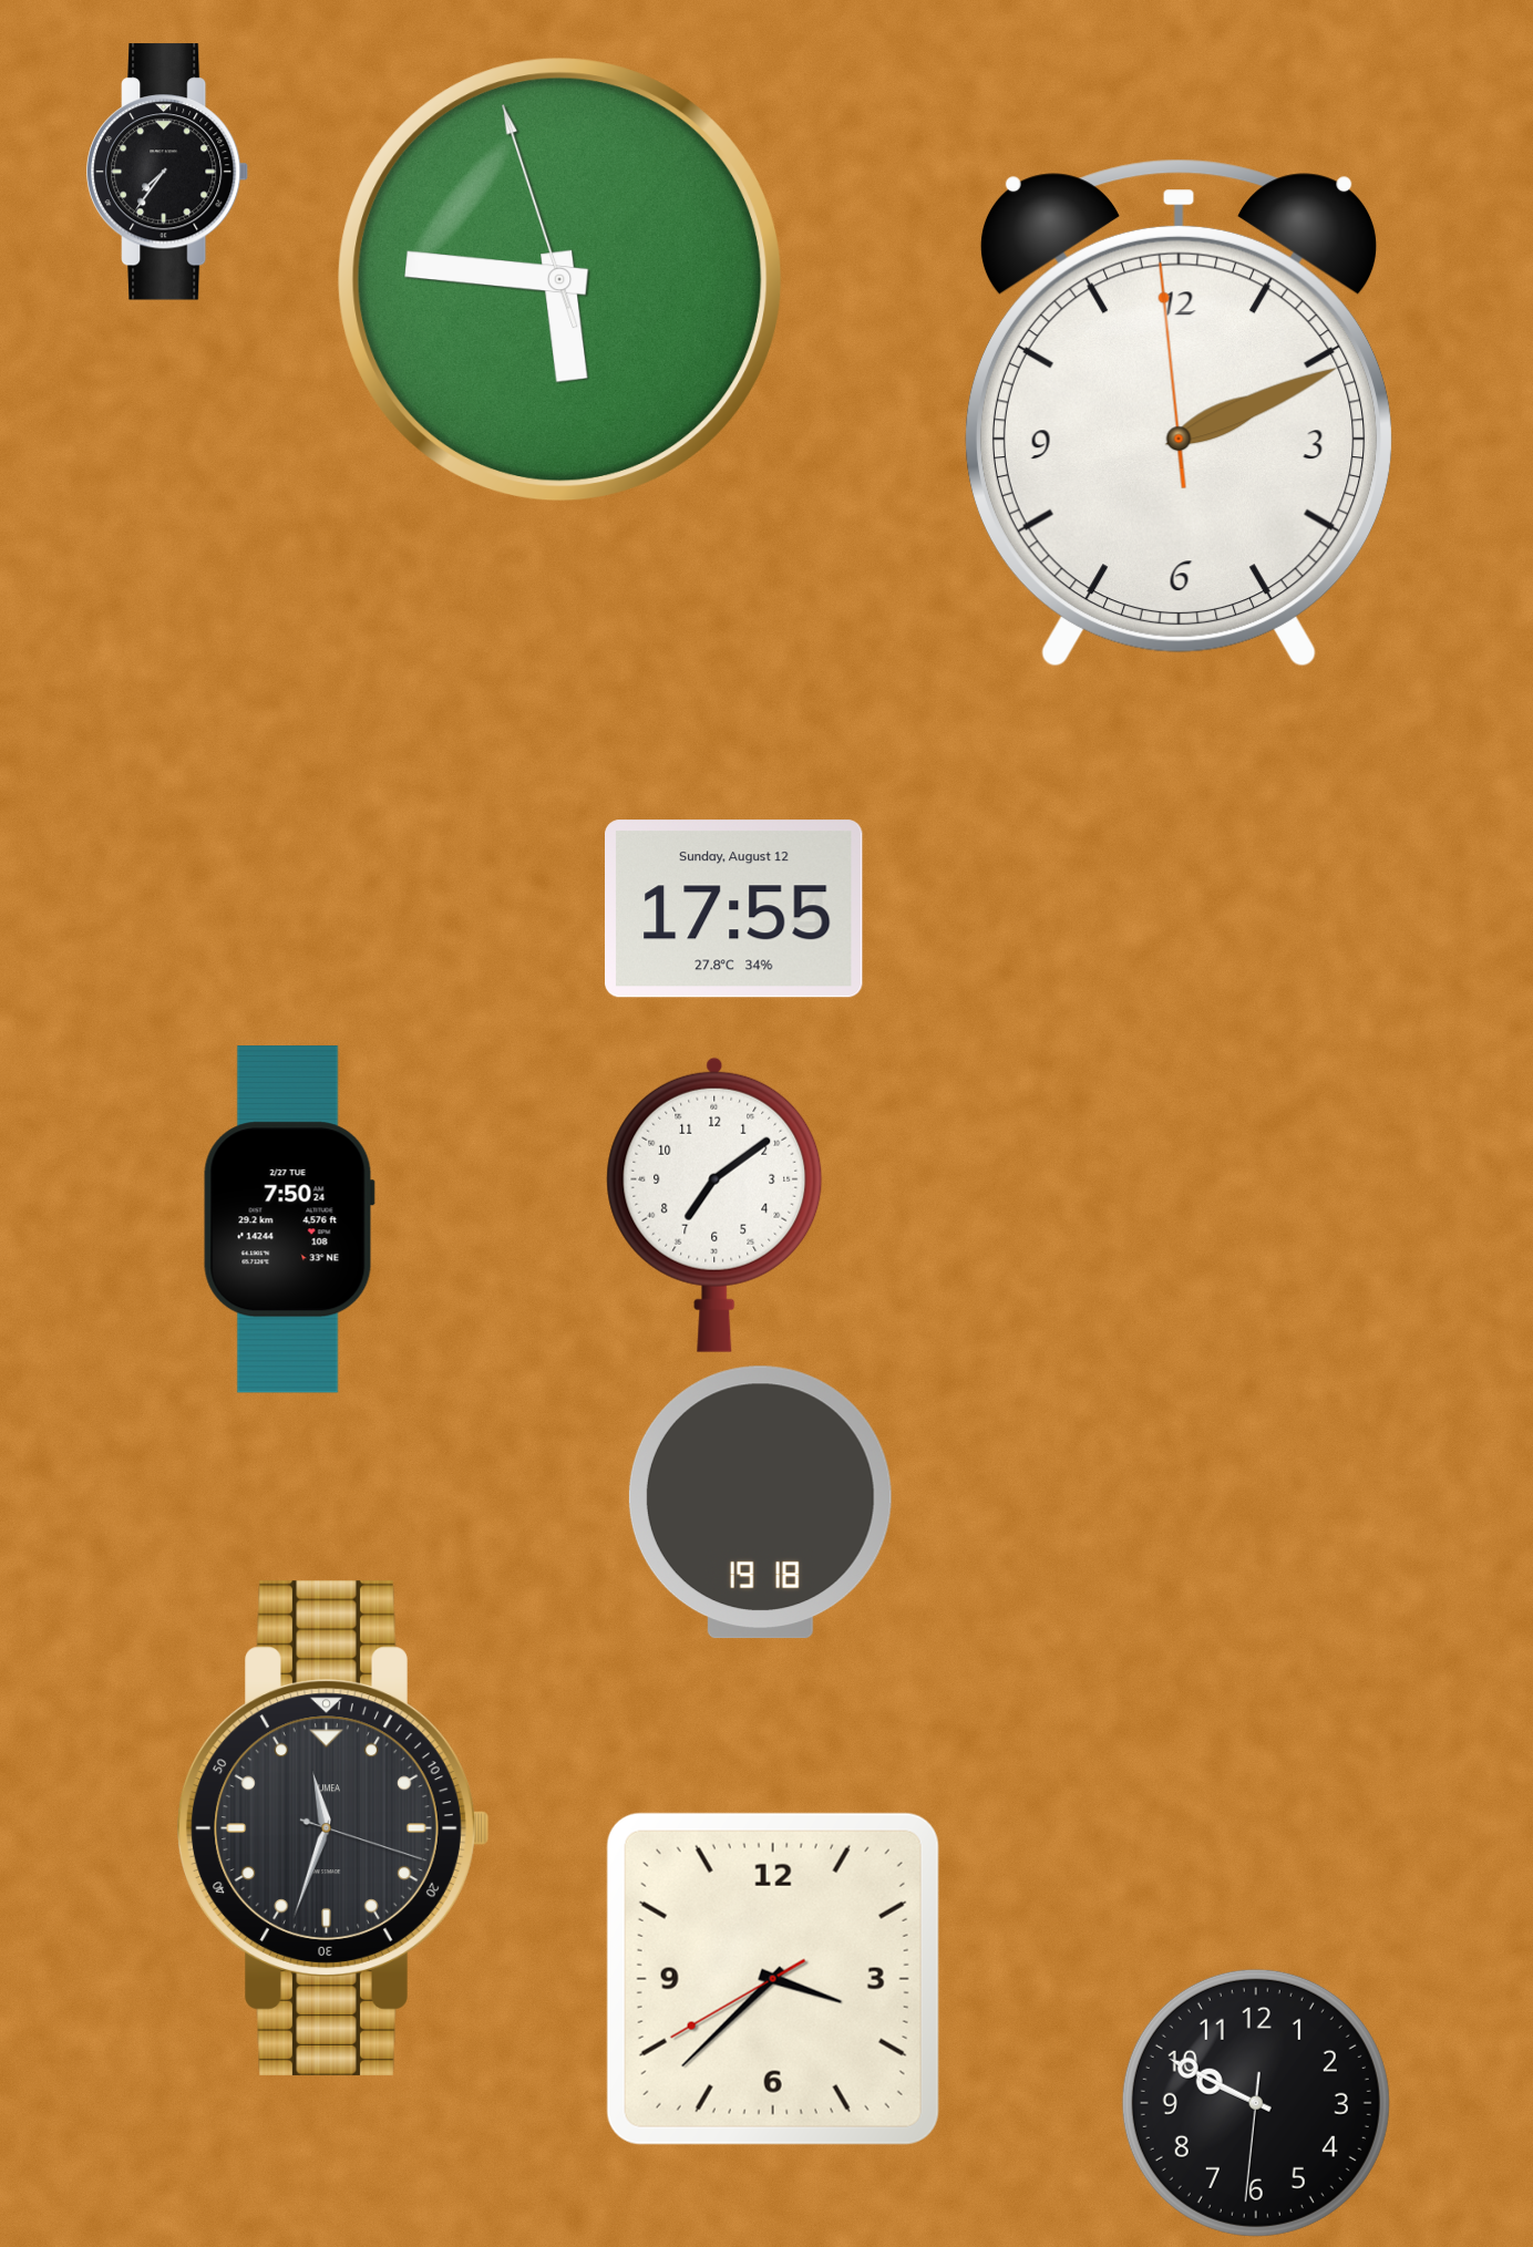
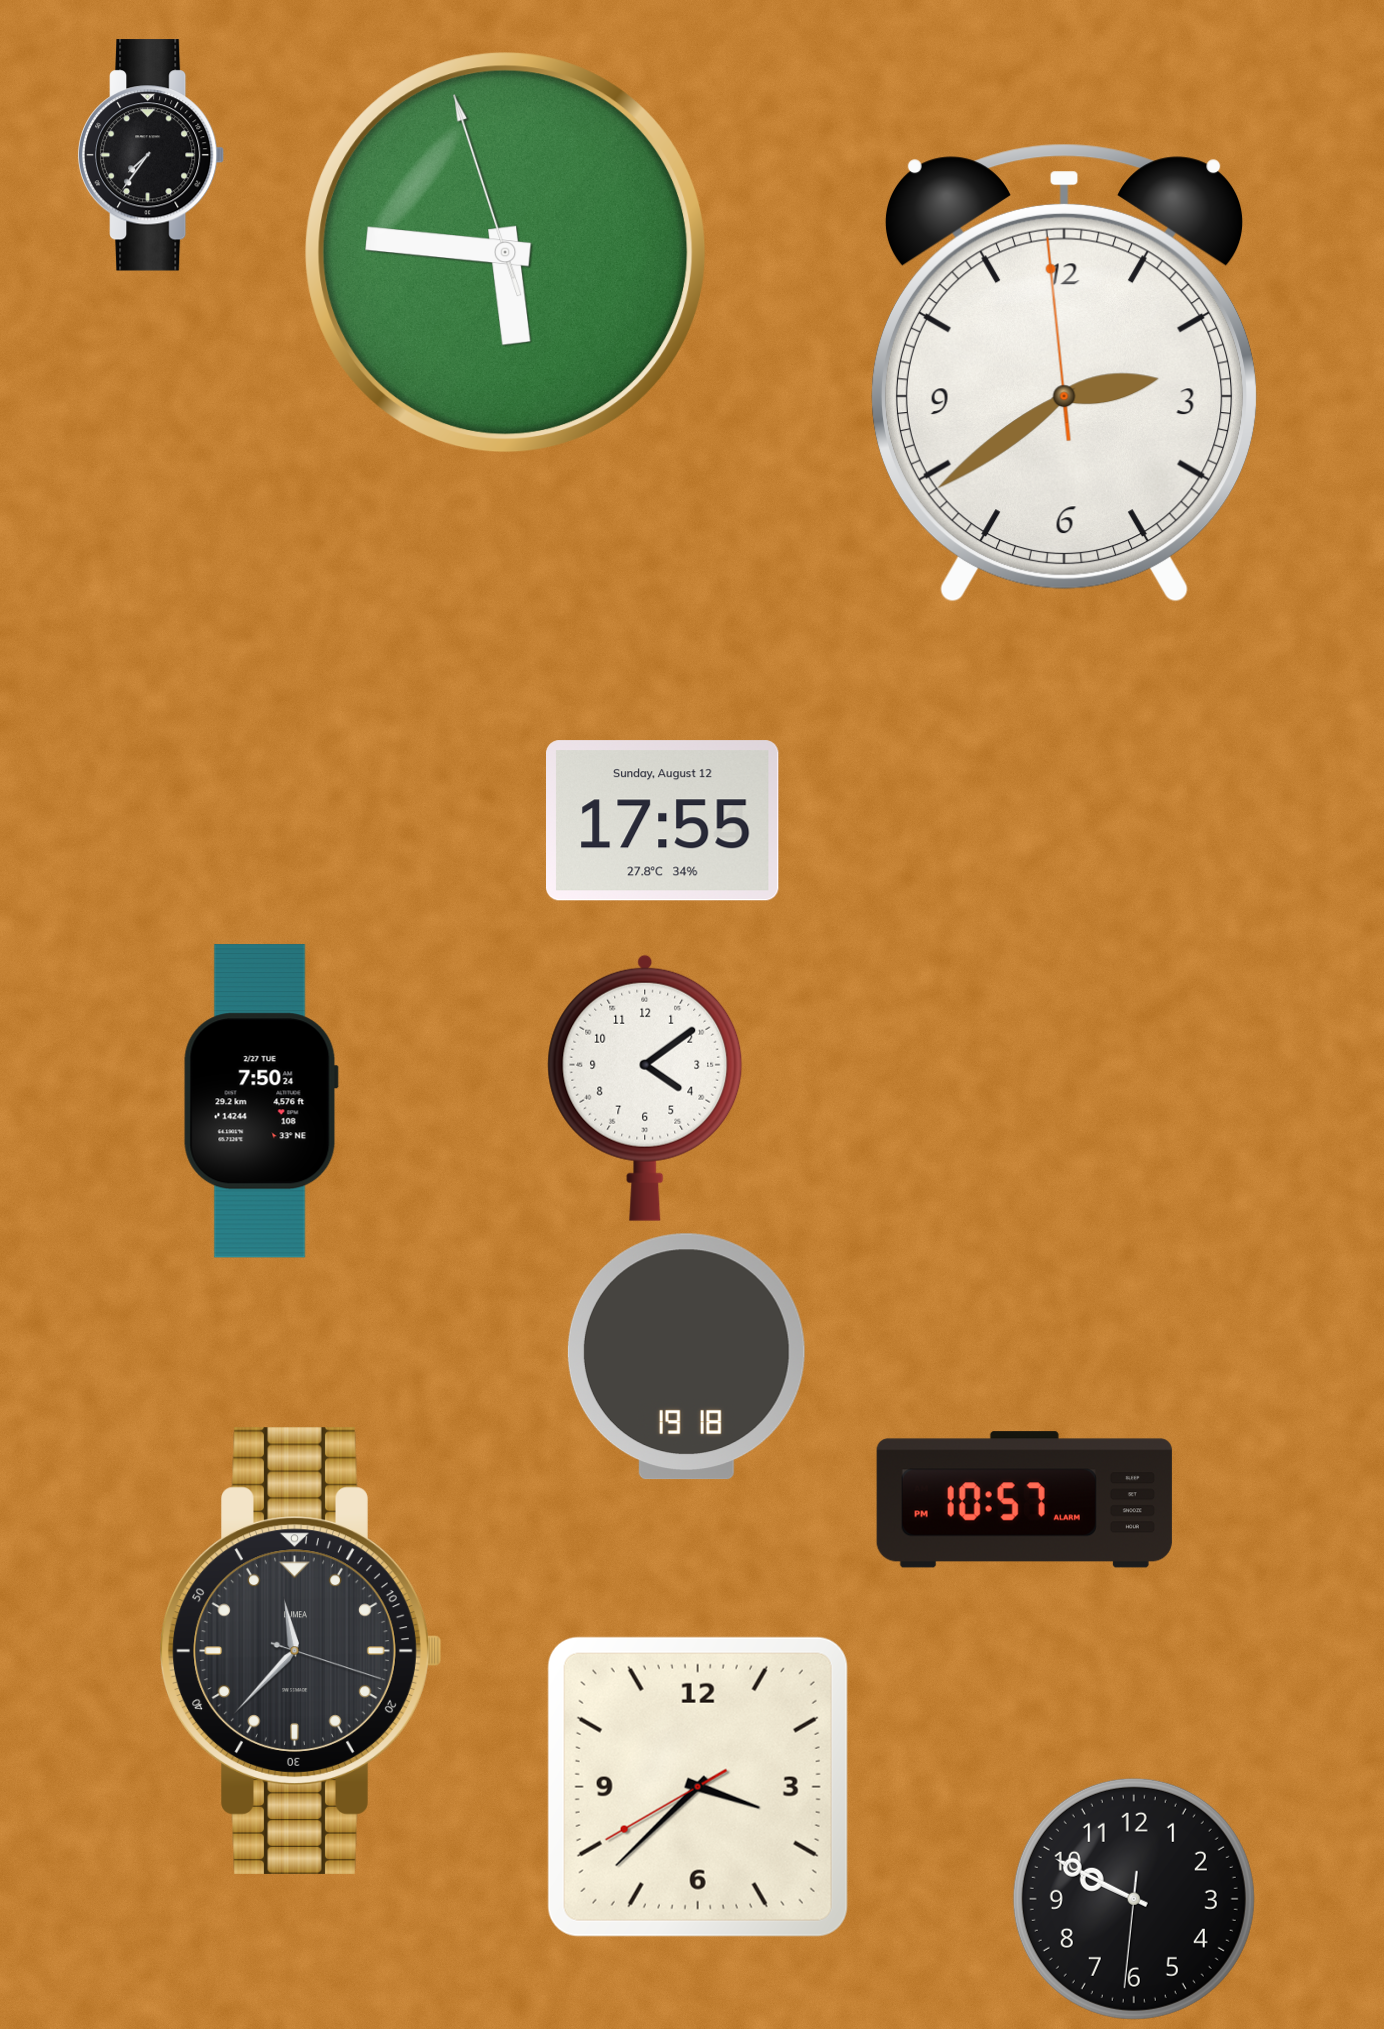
clock at (1179, 414): 2:10 -> 2:38
clock at (714, 1205): 7:09 -> 4:09
clock at (1024, 1500): none -> 10:57
clock at (333, 1828): 11:33 -> 11:37
